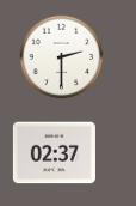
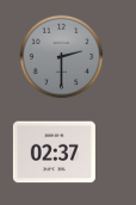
clock at (62, 57) dial: white -> grey
